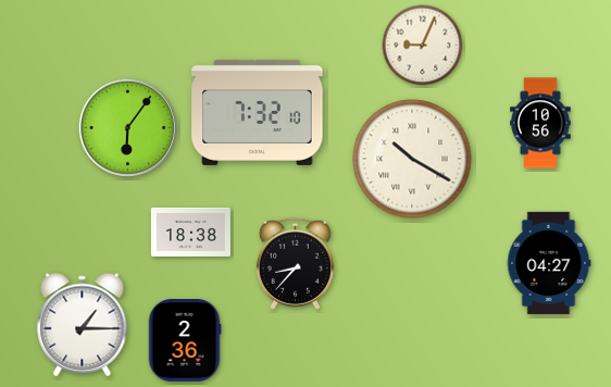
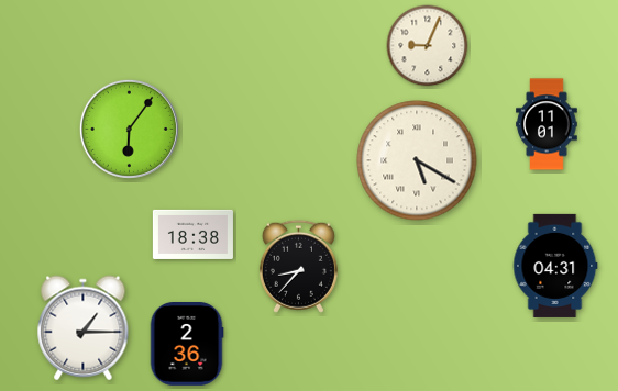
clock at (258, 112): 7:32 -> none
clock at (540, 123): 10:56 -> 11:01
clock at (412, 159): 10:20 -> 5:20
clock at (549, 263): 04:27 -> 04:31
